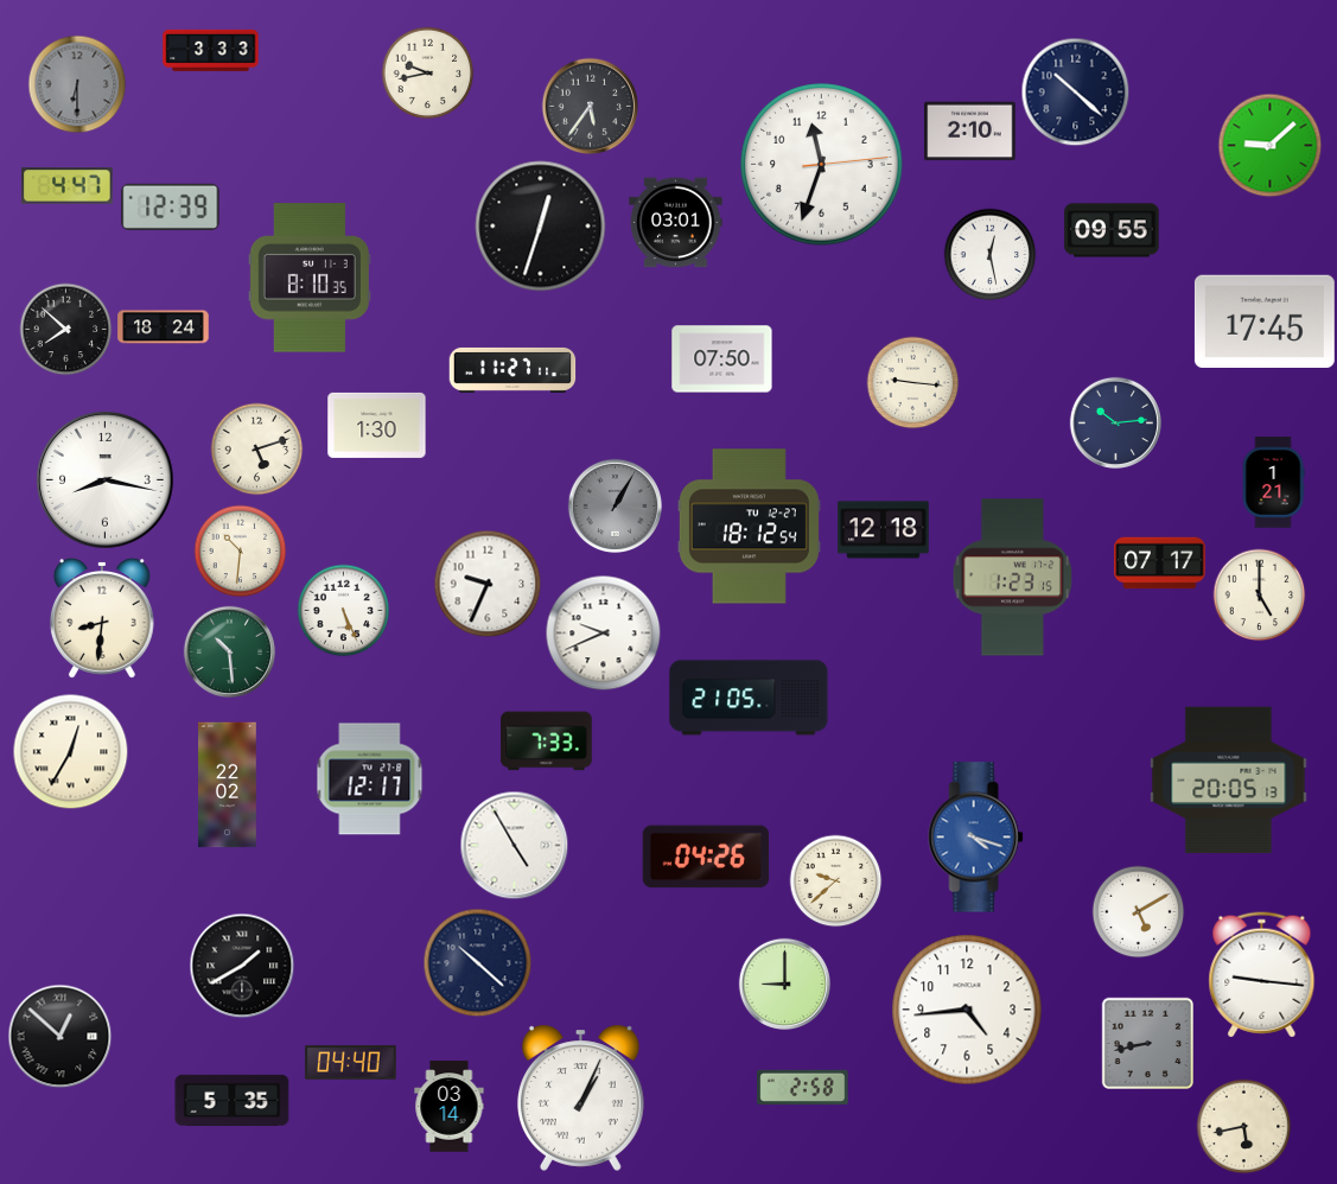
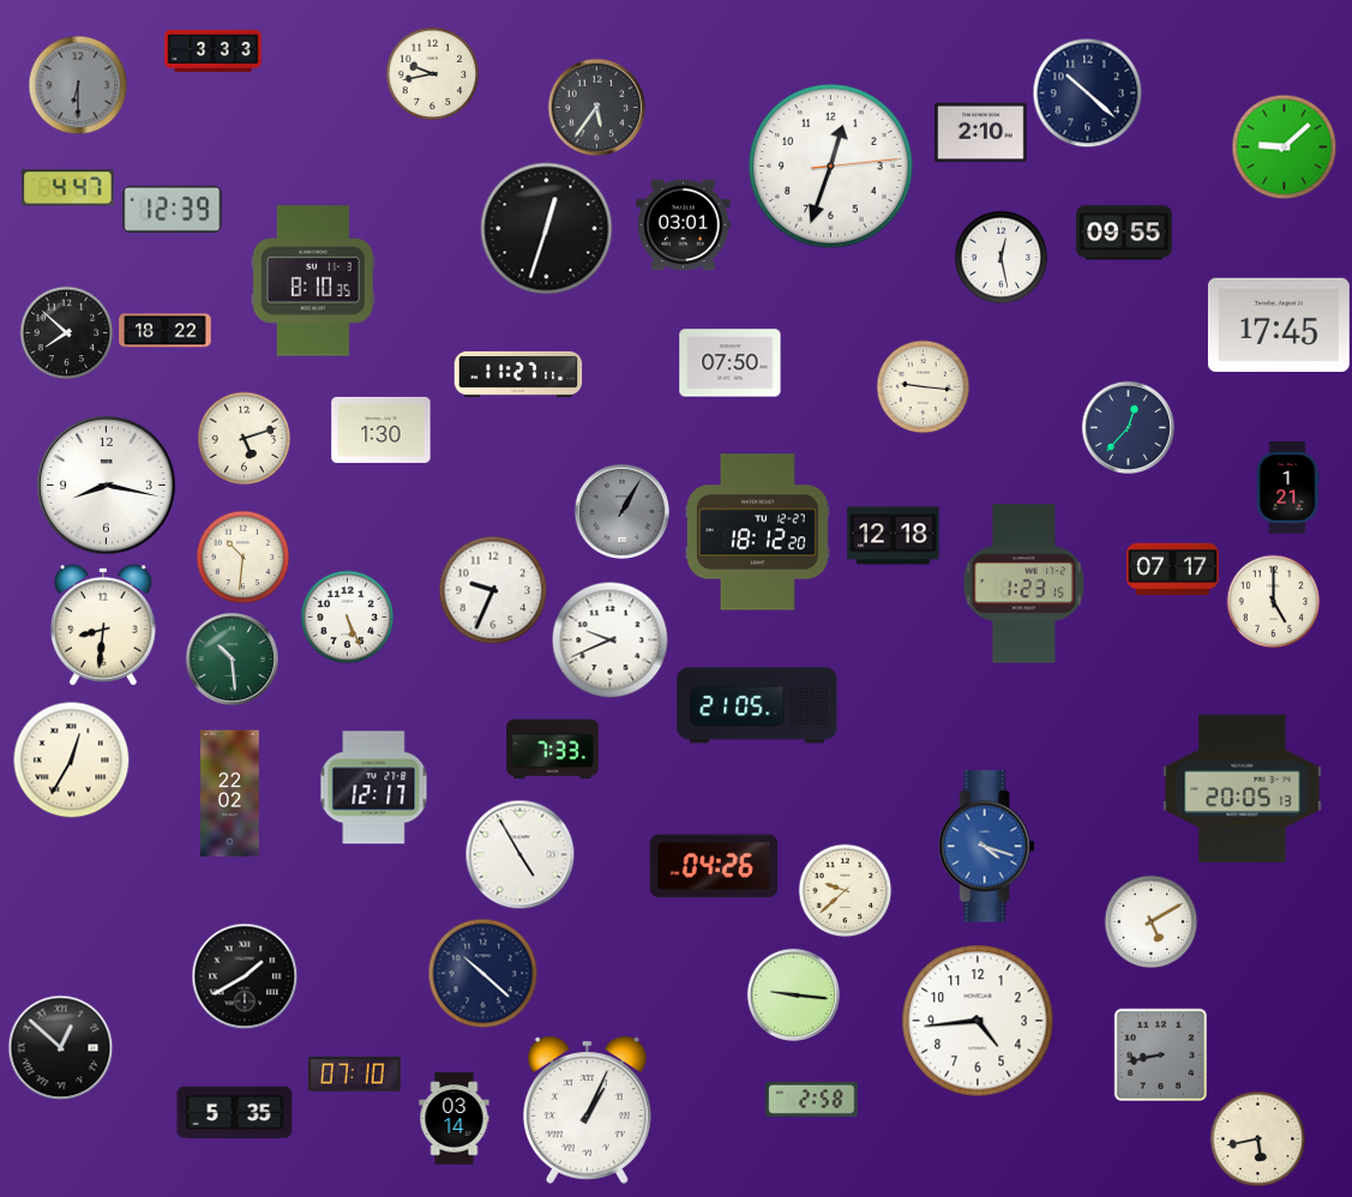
clock at (822, 165): 11:33 -> 12:33
clock at (164, 327): 18:24 -> 18:22
clock at (1115, 422): 10:14 -> 12:37
clock at (256, 448) position: (256, 448) -> (244, 438)
clock at (749, 527): 18:12:54 -> 18:12:20
clock at (1262, 975): 9:16 -> none
clock at (784, 984): 9:00 -> 9:16
clock at (351, 1063): 04:40 -> 07:10
